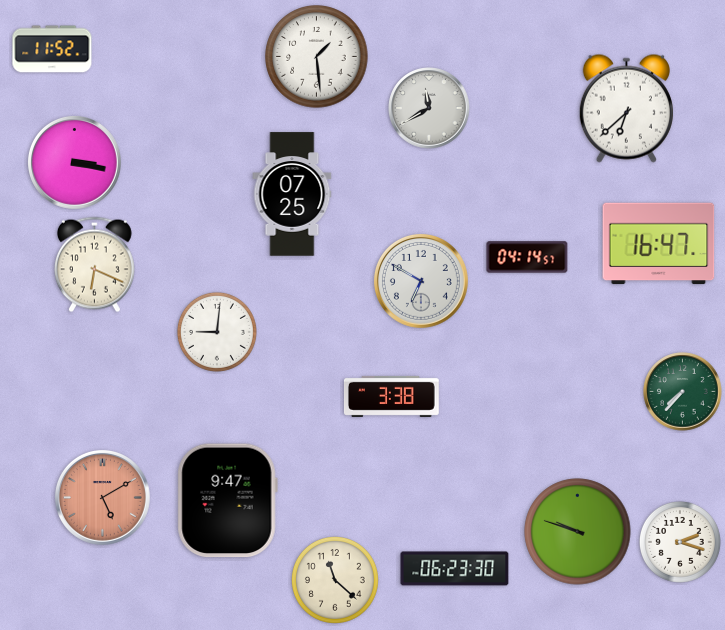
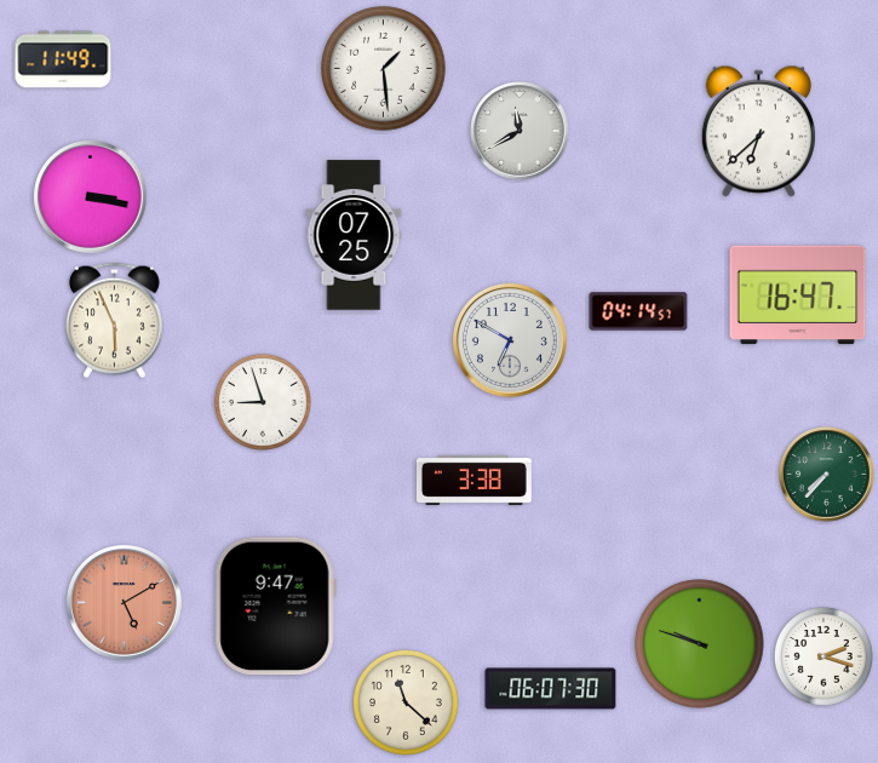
clock at (52, 49): 11:52 -> 11:49
clock at (94, 265): 6:19 -> 5:56
clock at (217, 332): 9:01 -> 8:57
clock at (455, 569): 06:23 -> 06:07
